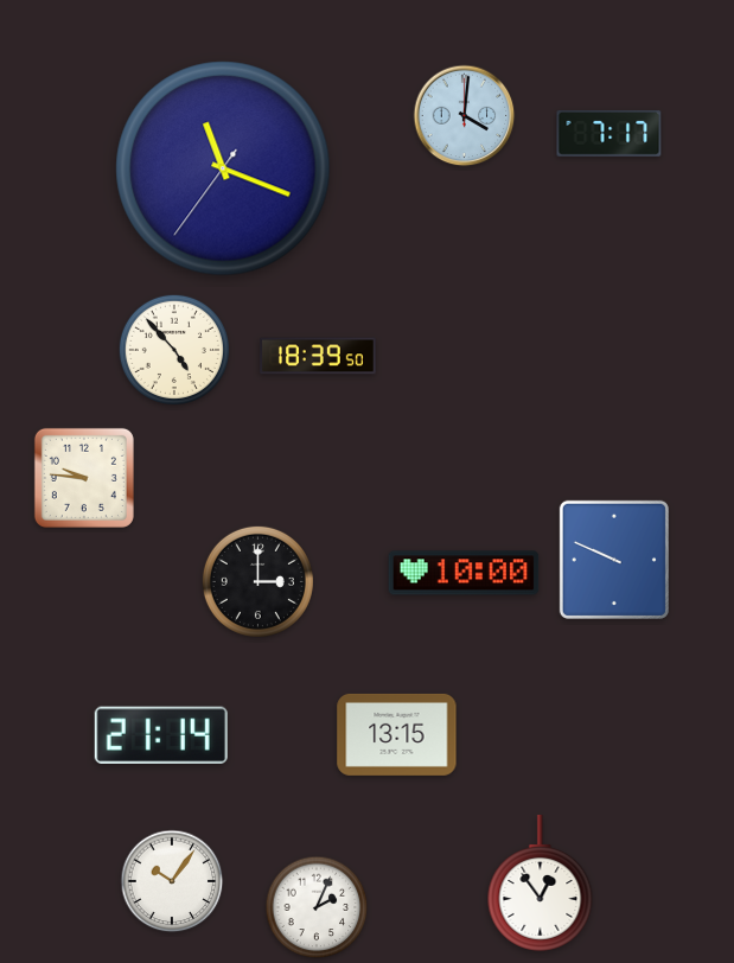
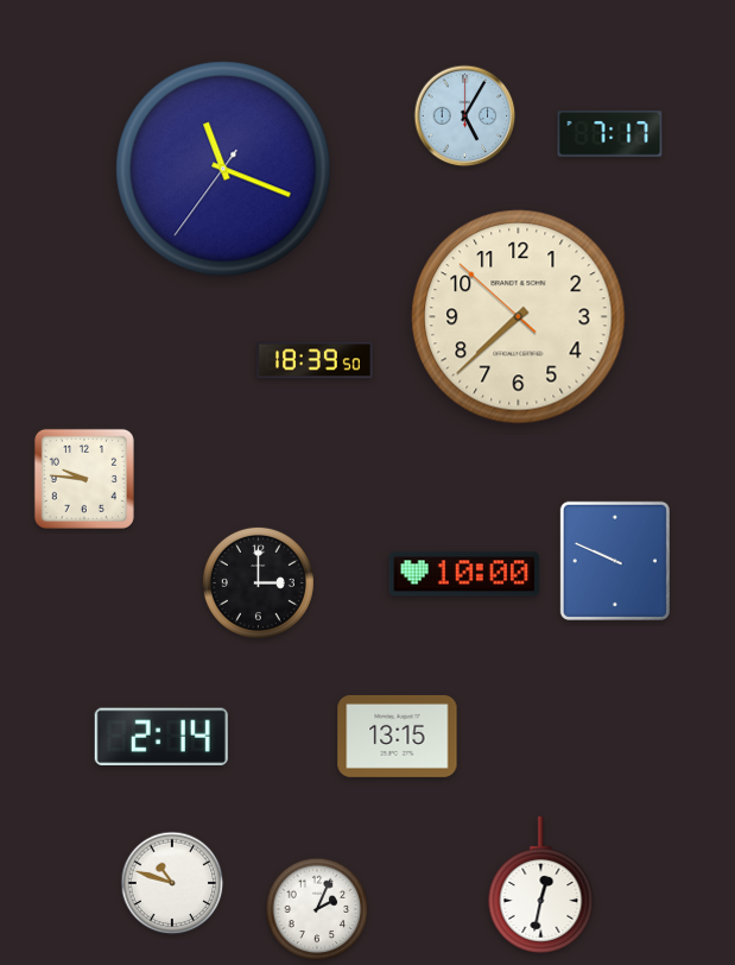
clock at (465, 116): 4:01 -> 5:05
clock at (519, 317): none -> 7:37
clock at (174, 350): 4:53 -> none
clock at (318, 356) position: (318, 356) -> (315, 360)
clock at (161, 734): 21:14 -> 2:14
clock at (172, 881): 10:06 -> 10:48
clock at (541, 884): 12:54 -> 12:32
